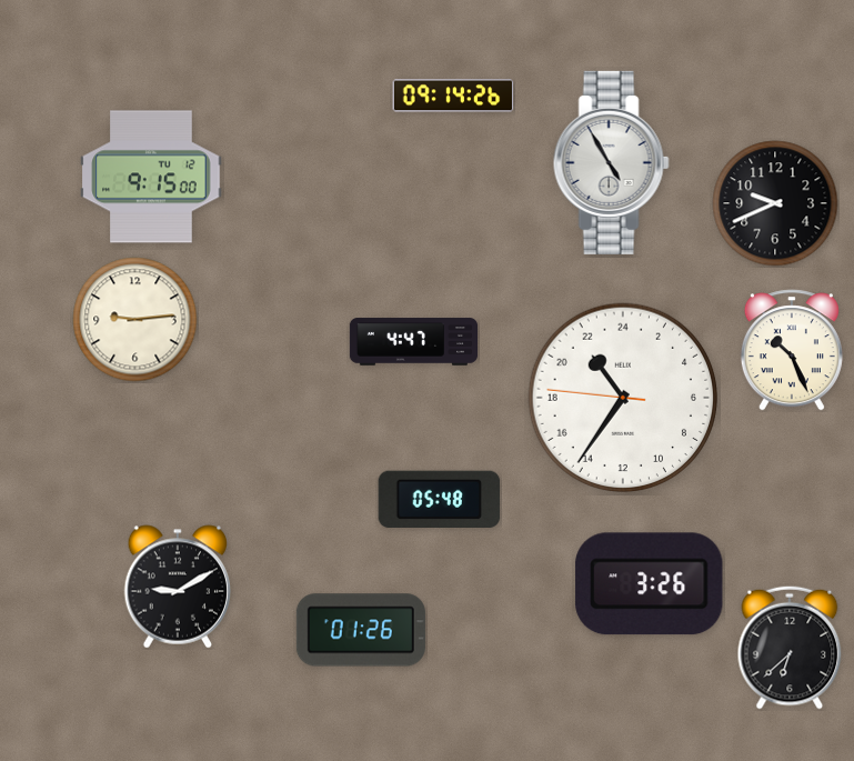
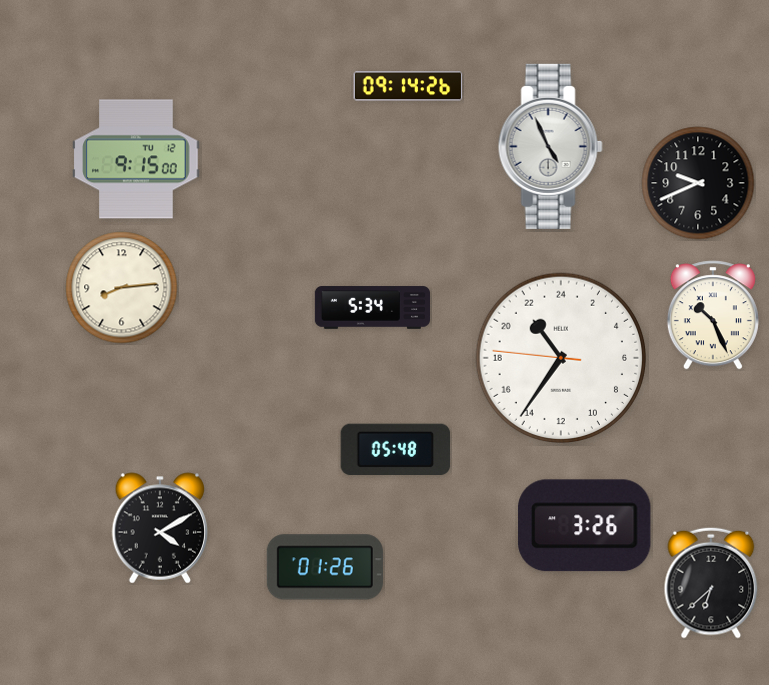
clock at (611, 162): 4:55 -> 4:56
clock at (135, 320): 9:14 -> 8:14
clock at (413, 342): 4:47 -> 5:34
clock at (178, 587): 9:10 -> 4:10
